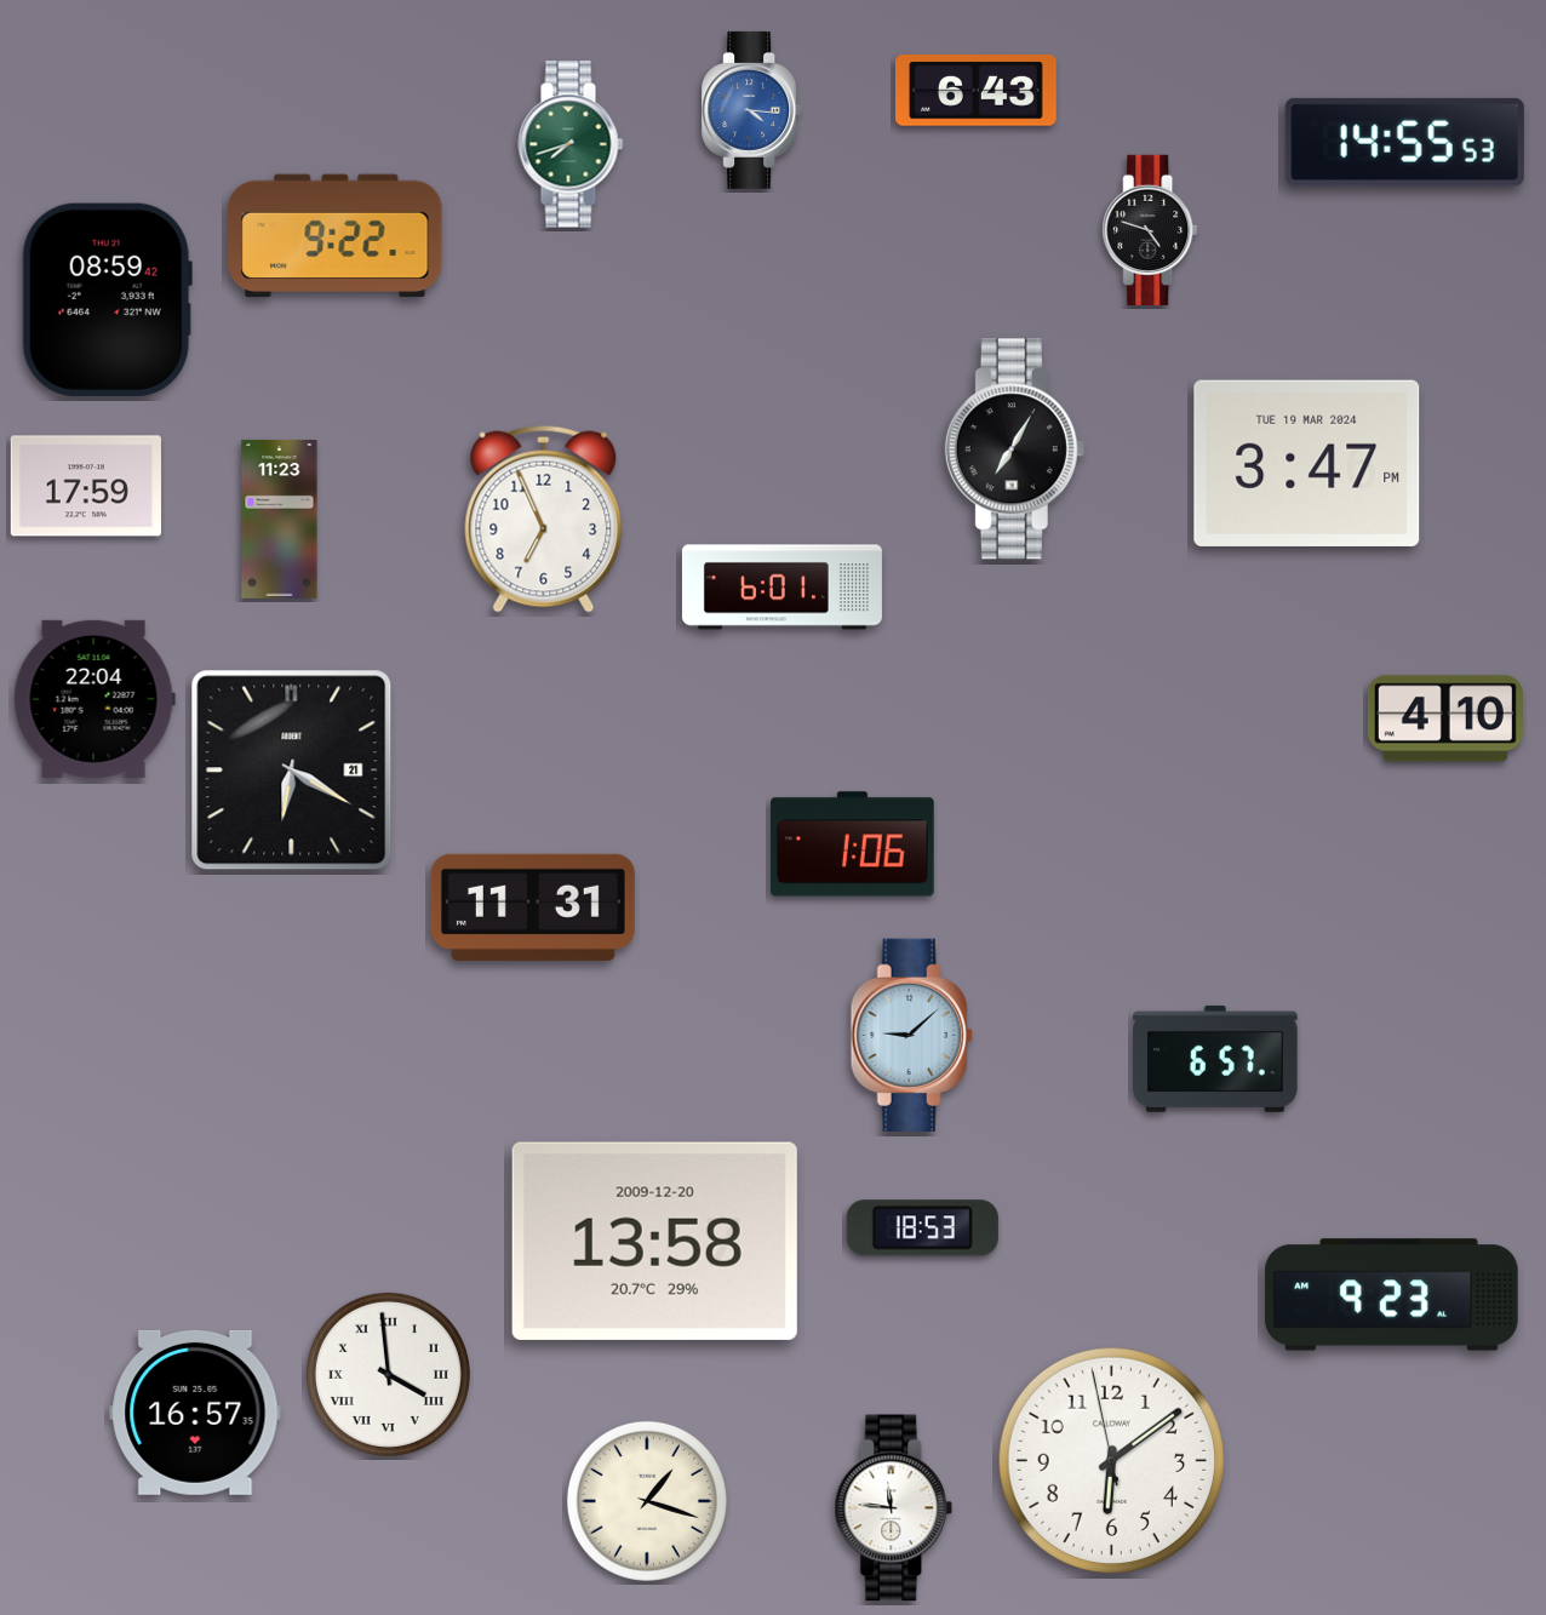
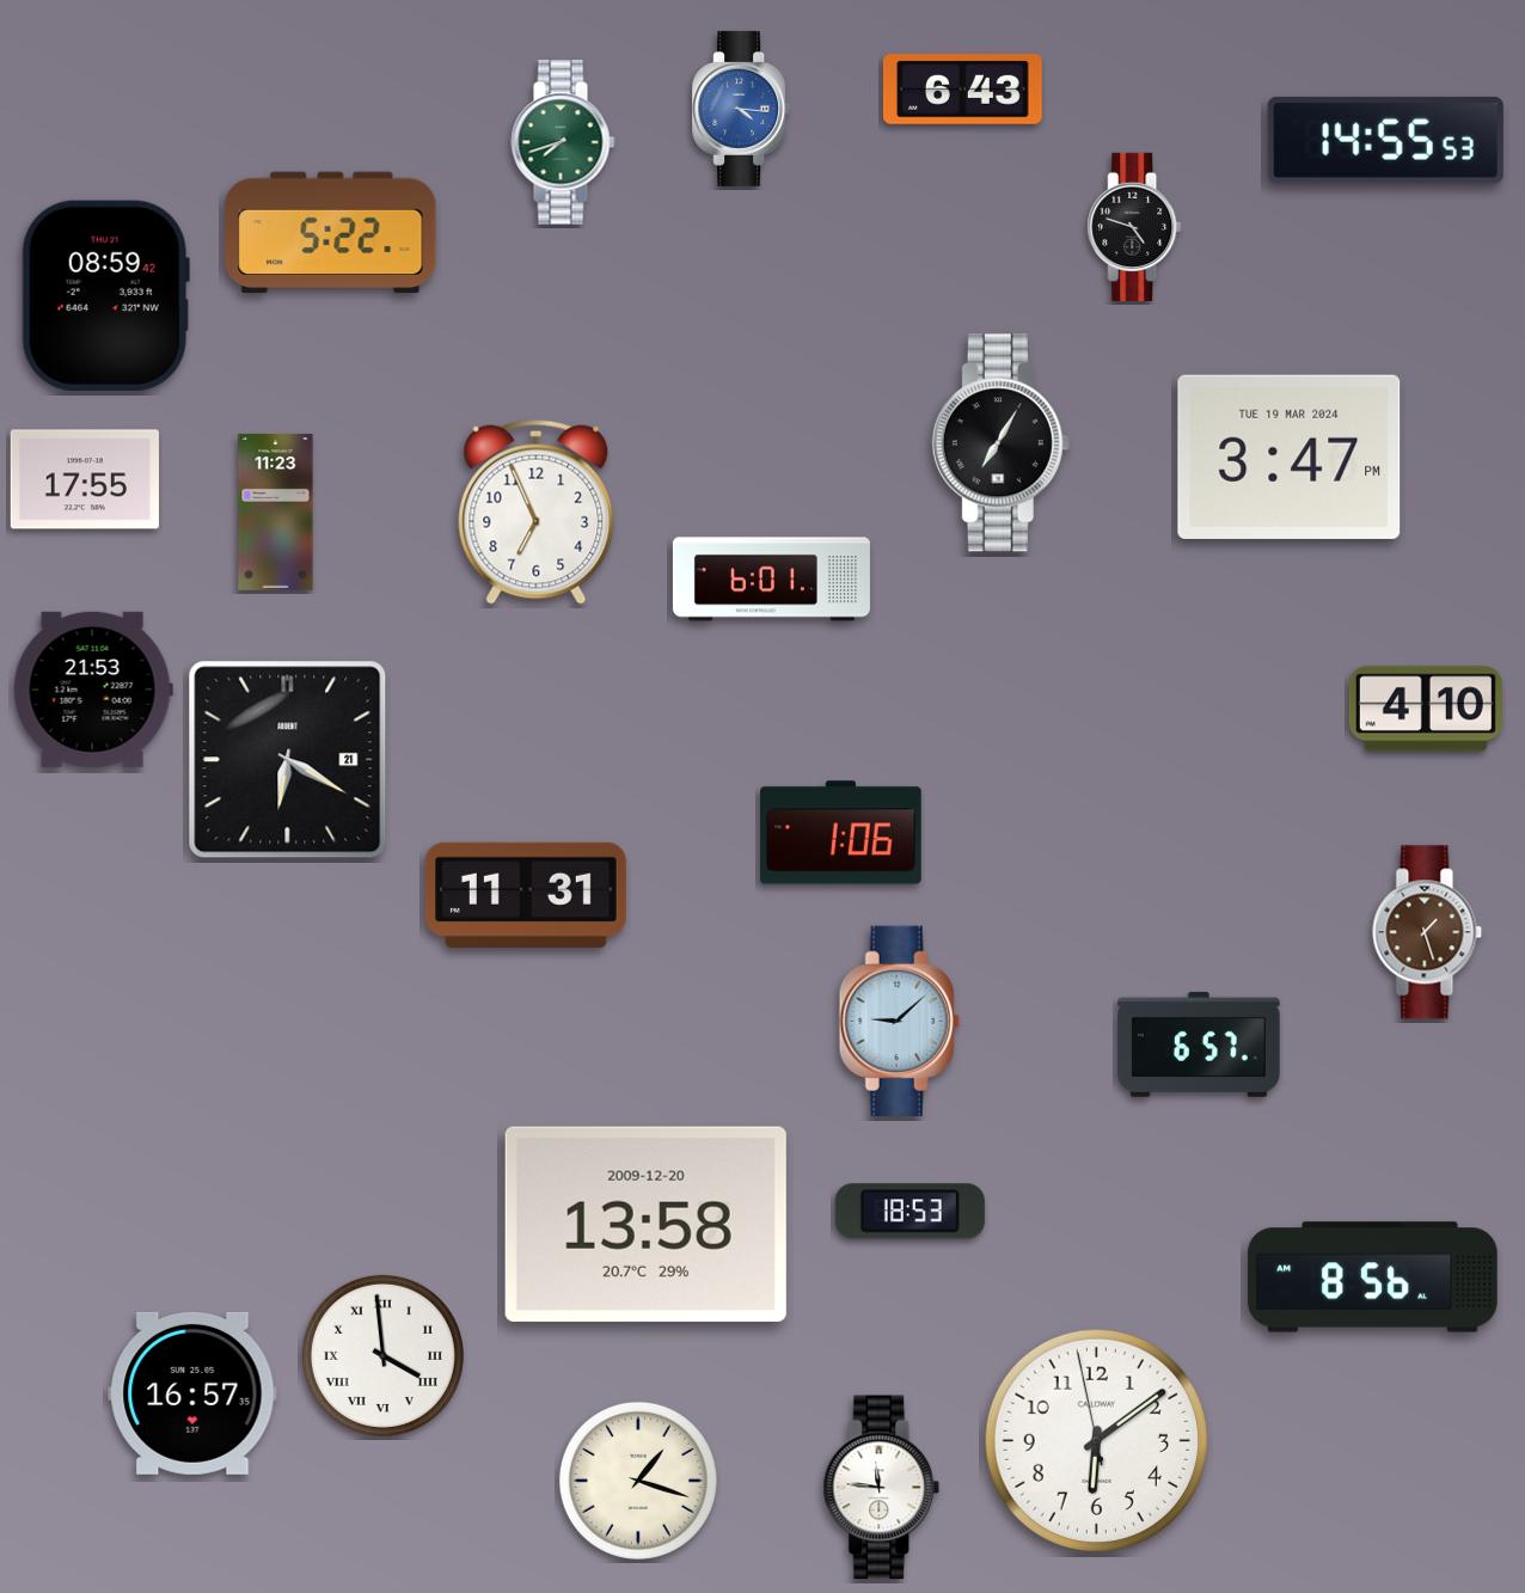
clock at (336, 236): 9:22 -> 5:22
clock at (86, 486): 17:59 -> 17:55
clock at (95, 699): 22:04 -> 21:53
clock at (1427, 932): none -> 1:27
clock at (1392, 1295): 9:23 -> 8:56
